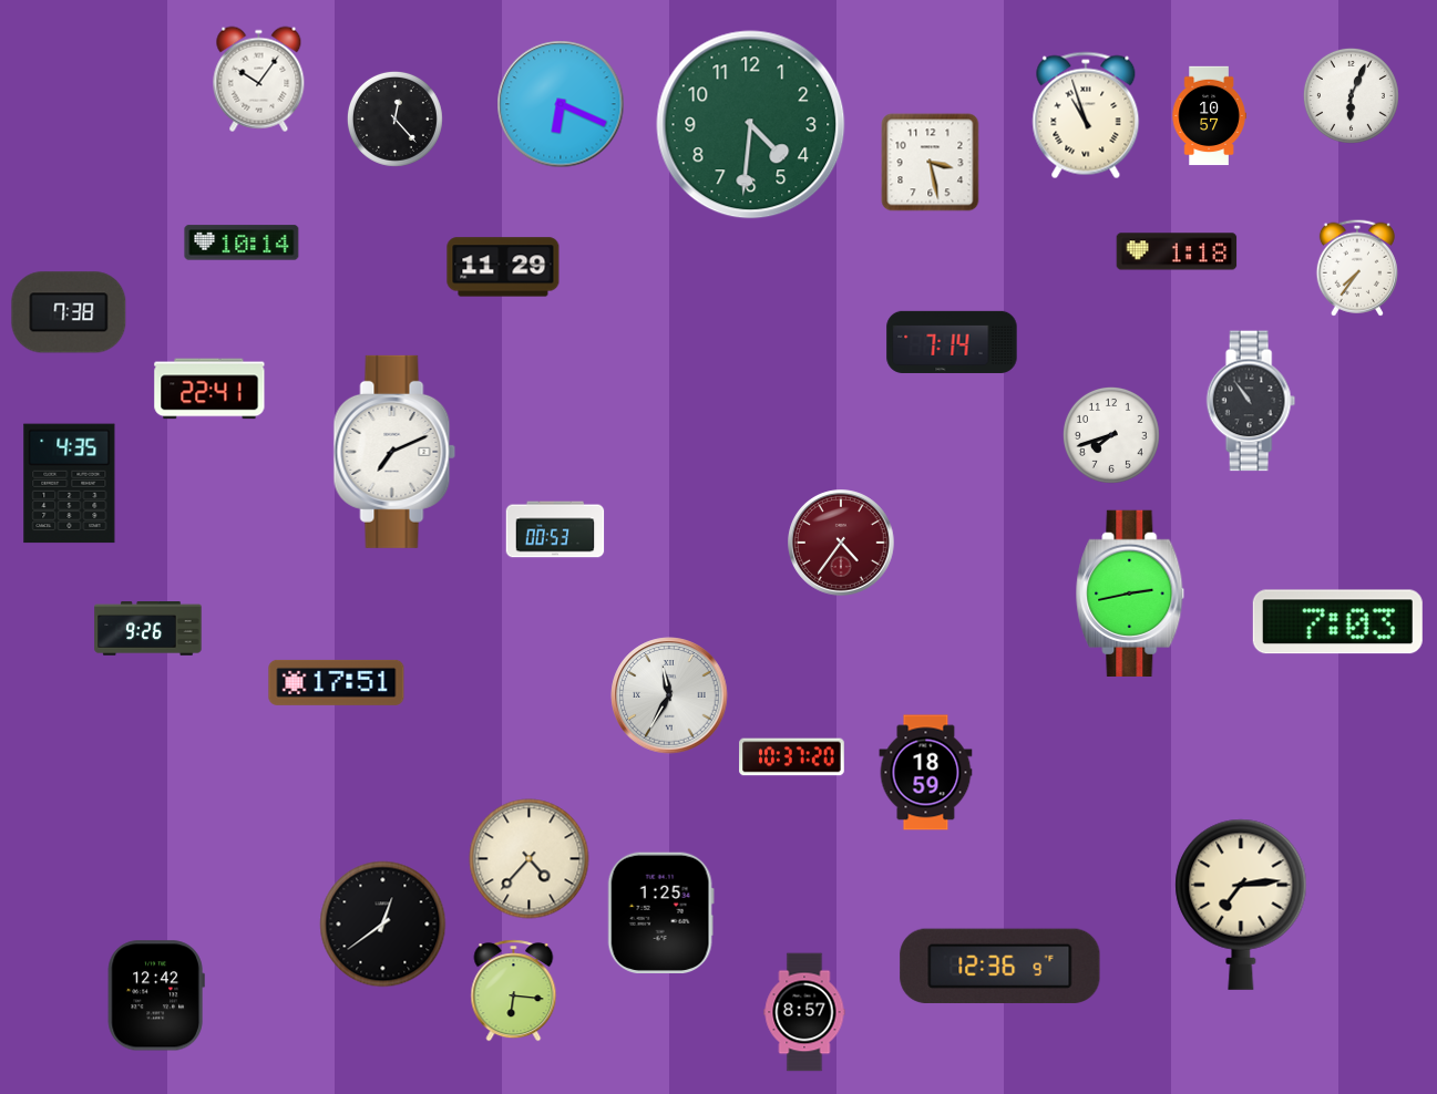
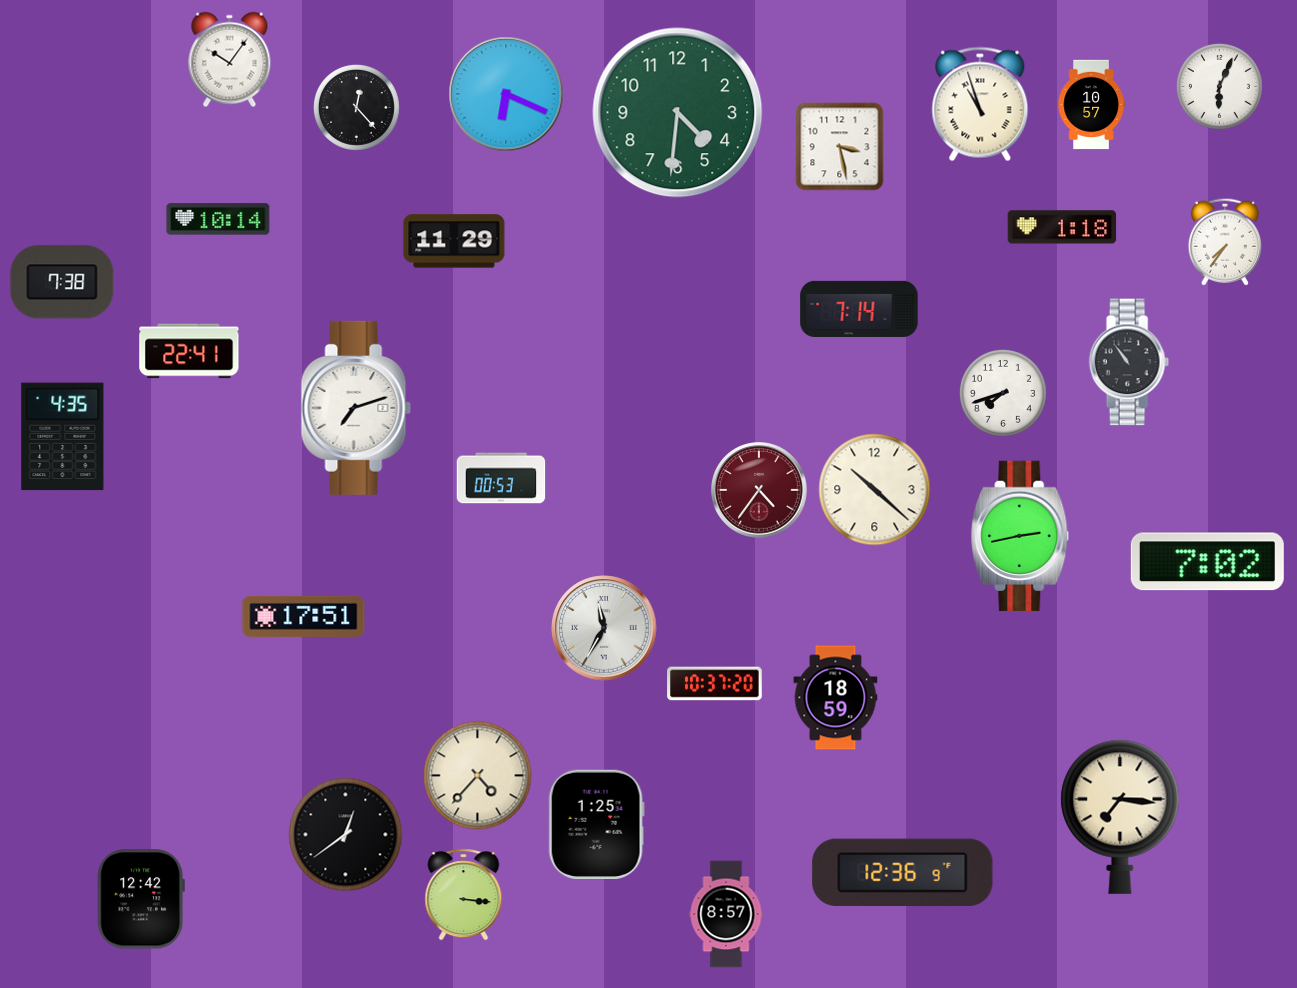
clock at (259, 80) position: (259, 80) -> (230, 60)
clock at (394, 452): 7:11 -> 7:12
clock at (875, 490): none -> 10:22
clock at (1337, 622): 7:03 -> 7:02
clock at (148, 629): 9:26 -> none
clock at (1241, 905): 7:14 -> 7:16
clock at (514, 991): 6:16 -> 3:16
